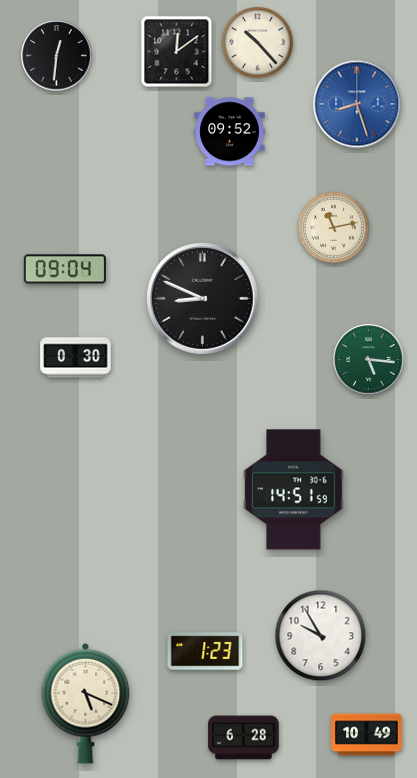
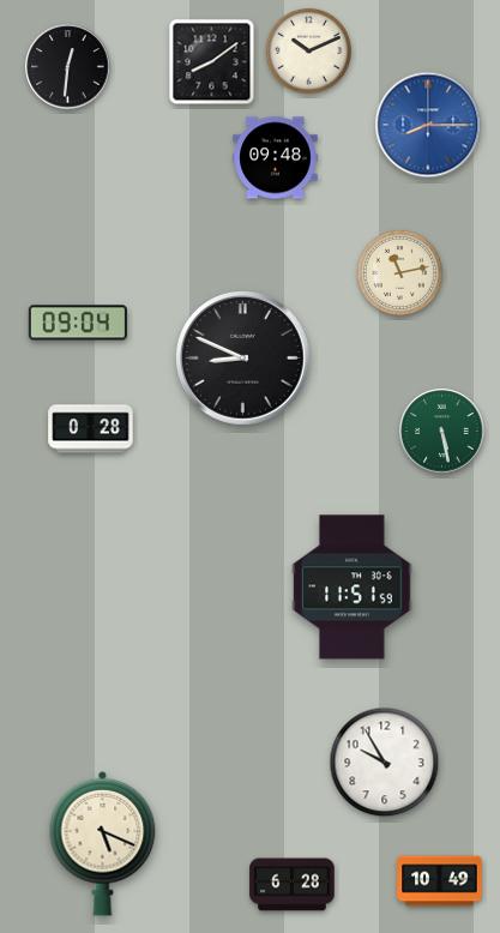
clock at (257, 42): 10:23 -> 10:11
clock at (177, 52): 12:09 -> 8:09
clock at (357, 104): 8:27 -> 8:15
clock at (230, 132): 09:52 -> 09:48
clock at (76, 358): 0:30 -> 0:28
clock at (369, 360): 5:16 -> 5:28
clock at (294, 490): 14:51 -> 11:51
clock at (205, 651): 1:23 -> none
